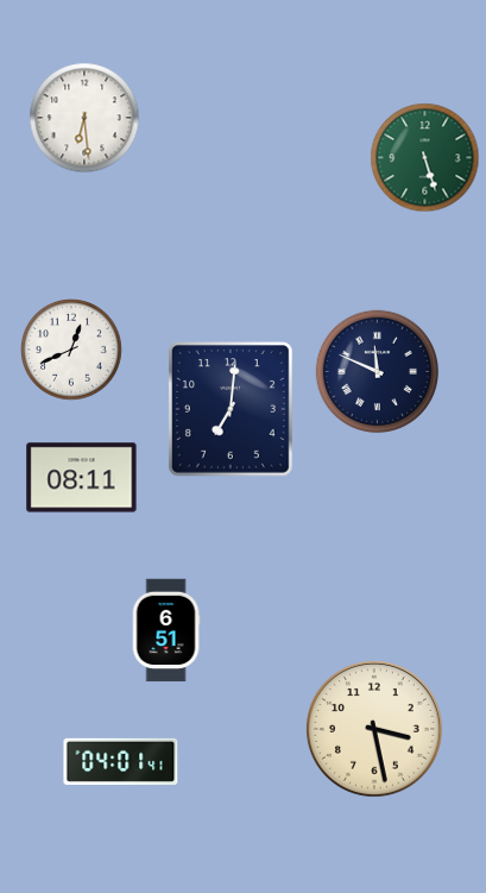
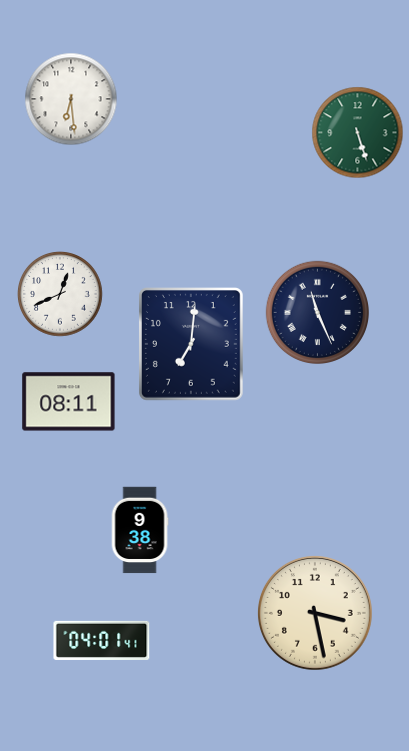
clock at (377, 371): 11:49 -> 11:26
clock at (231, 410) position: (231, 410) -> (191, 345)
clock at (166, 630): 6:51 -> 9:38
